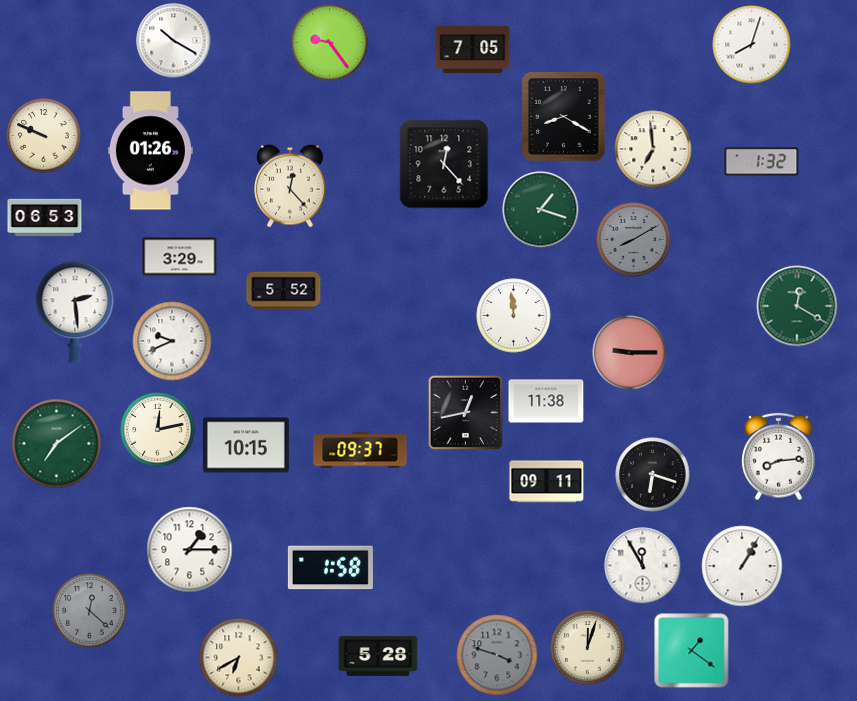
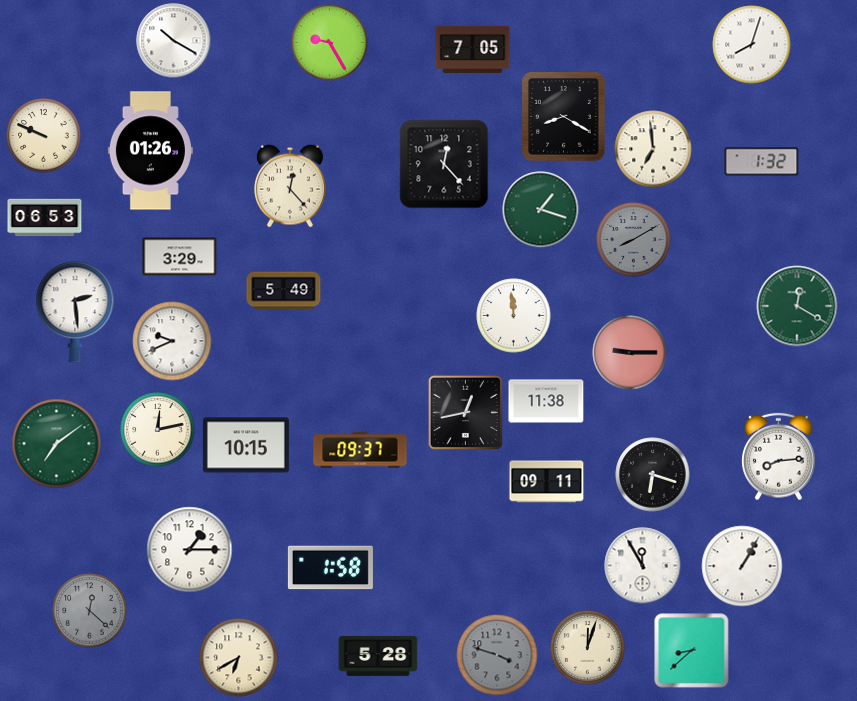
clock at (330, 43): 9:24 -> 9:25
clock at (284, 291): 5:52 -> 5:49
clock at (692, 651): 1:21 -> 8:38
